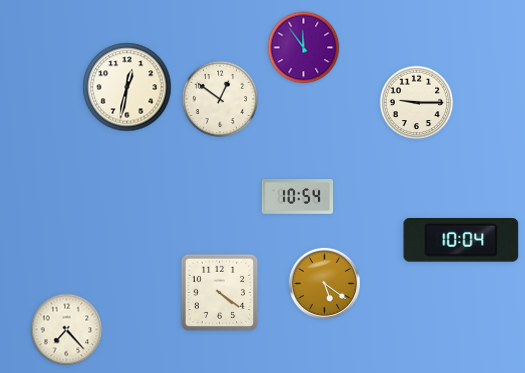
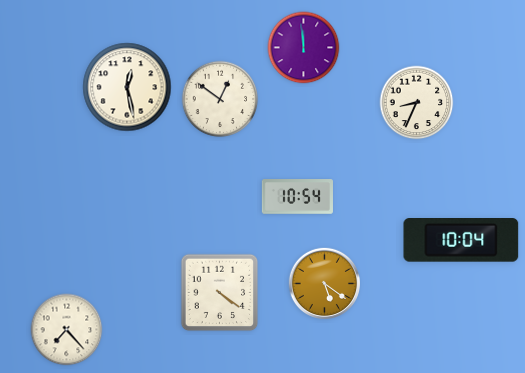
clock at (304, 48): 11:54 -> 11:59
clock at (127, 87): 12:32 -> 12:28
clock at (417, 103): 9:15 -> 8:34
